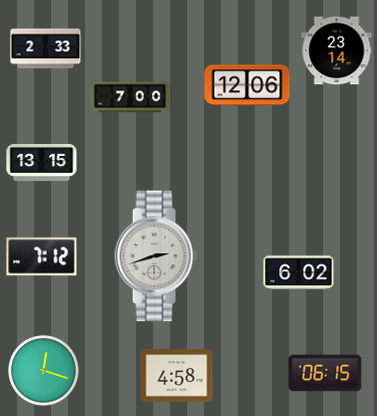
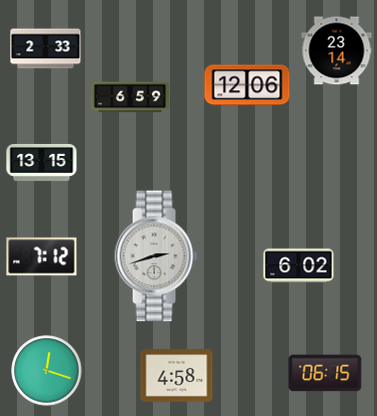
clock at (130, 97): 7:00 -> 6:59
clock at (299, 273) position: (299, 273) -> (299, 266)
clock at (44, 371) position: (44, 371) -> (47, 371)
